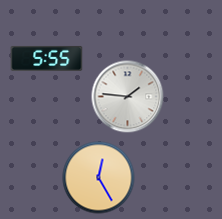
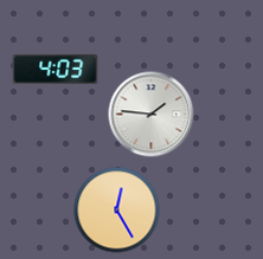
clock at (47, 58): 5:55 -> 4:03
